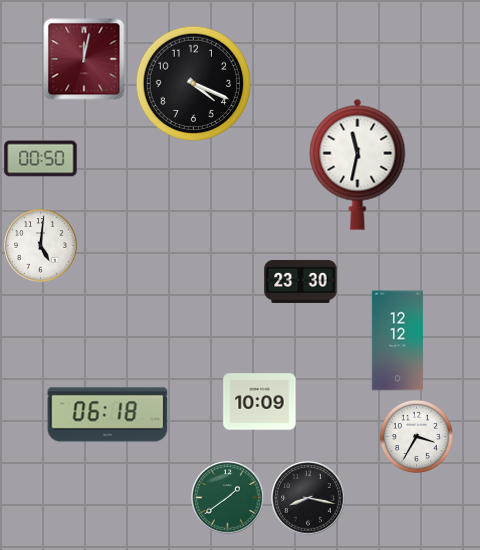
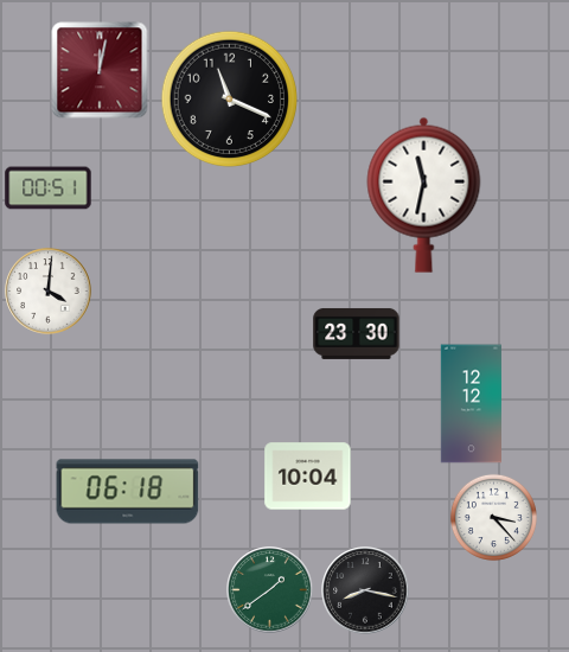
clock at (194, 84): 4:19 -> 11:19
clock at (41, 159): 00:50 -> 00:51
clock at (41, 246): 5:01 -> 4:01
clock at (260, 402): 10:09 -> 10:04
clock at (416, 436): 3:35 -> 3:23
